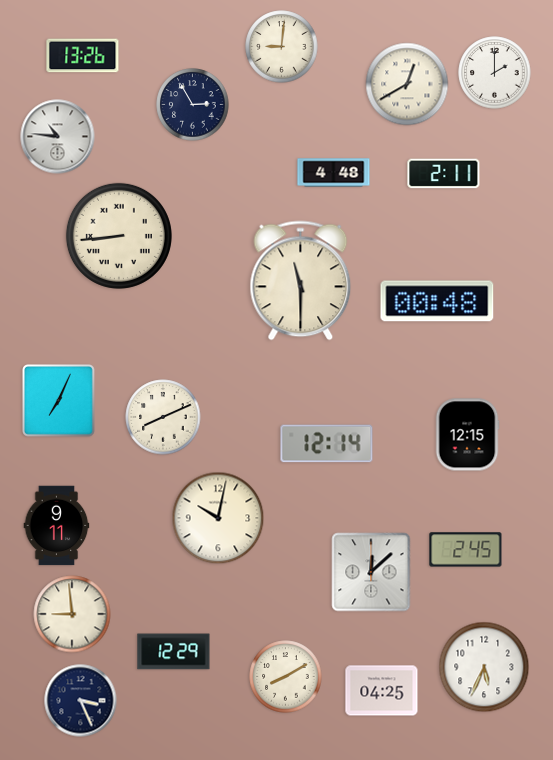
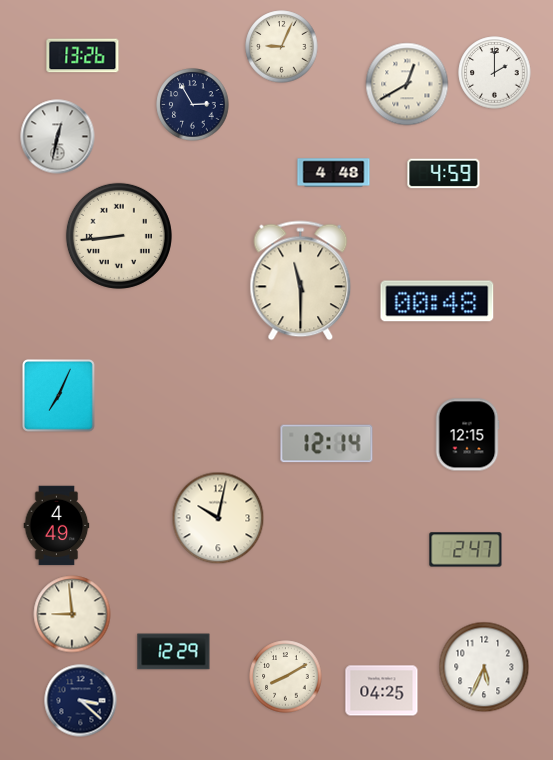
clock at (282, 47): 9:01 -> 9:04
clock at (58, 137): 10:46 -> 12:32
clock at (444, 174): 2:11 -> 4:59
clock at (59, 401) position: (59, 401) -> (59, 396)
clock at (163, 417): 8:11 -> none
clock at (57, 526): 9:11 -> 4:49
clock at (466, 550): 2:45 -> 2:47
clock at (371, 572): 12:08 -> none
clock at (81, 701): 3:26 -> 3:22
